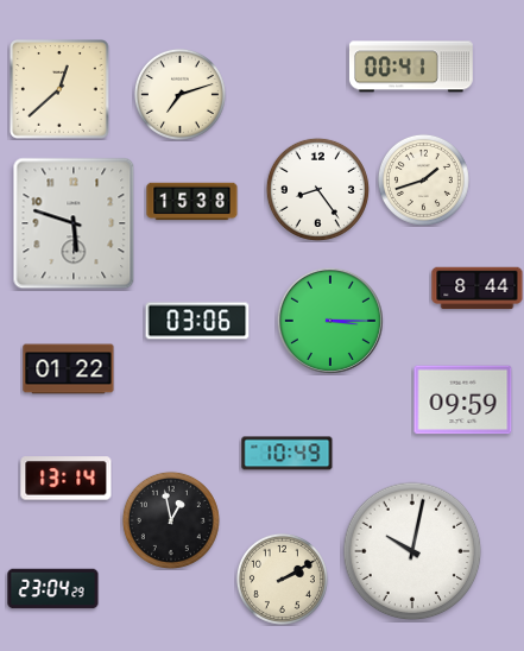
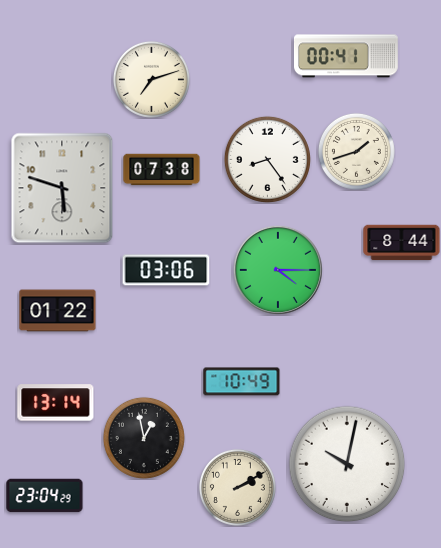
clock at (59, 89): 12:38 -> none
clock at (192, 202): 15:38 -> 07:38
clock at (330, 321): 3:15 -> 4:15
clock at (463, 400): 09:59 -> none
